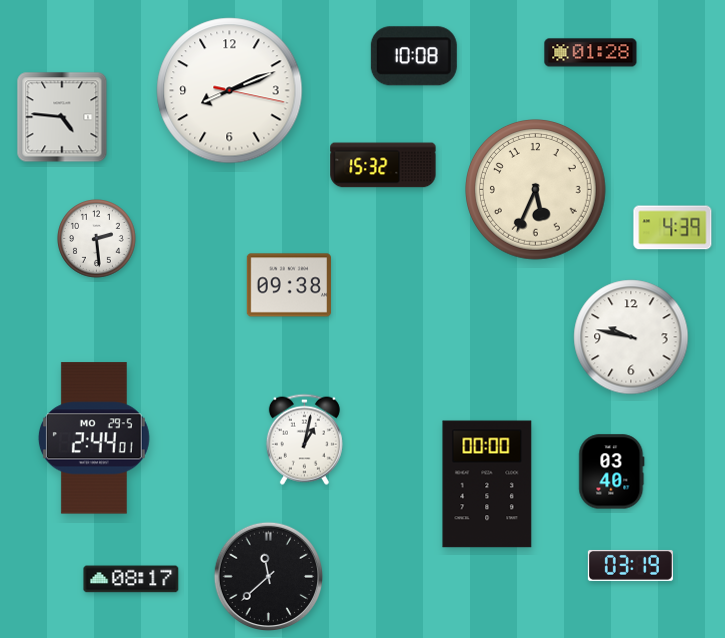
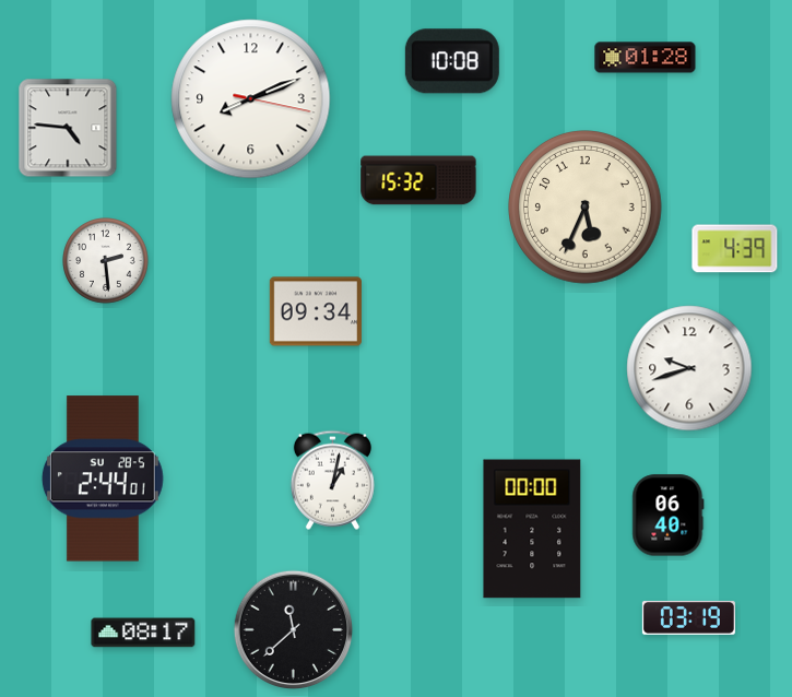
clock at (289, 285): 09:38 -> 09:34
clock at (631, 337): 9:47 -> 9:42
clock at (94, 438) date: MO 29-5 -> SU 28-5
clock at (612, 472): 03:40 -> 06:40
